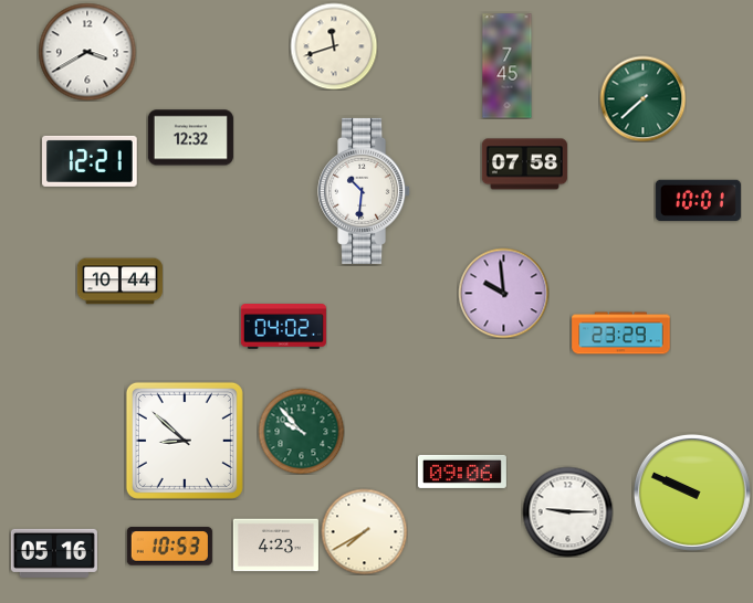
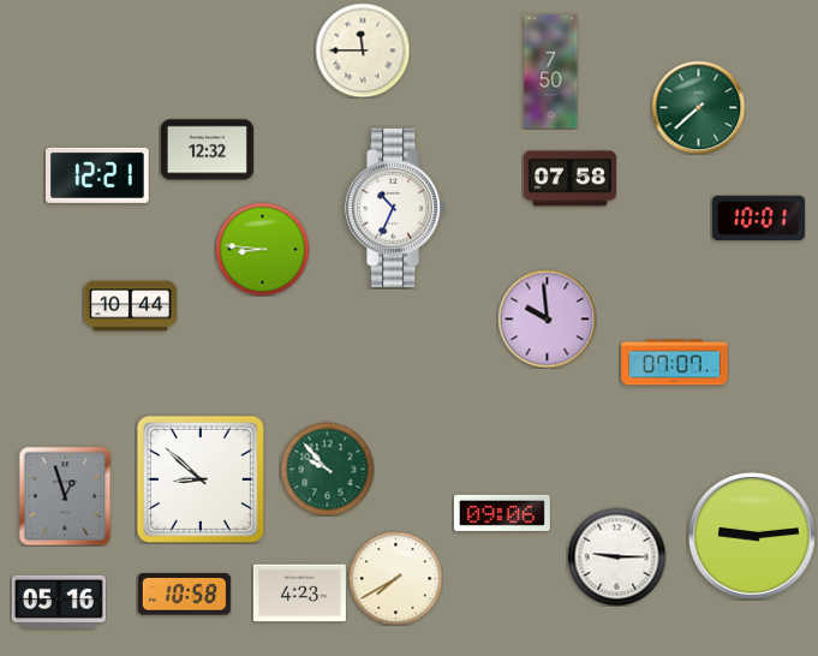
clock at (334, 46): 11:42 -> 11:45
clock at (87, 52): 3:40 -> none
clock at (508, 66): 7:45 -> 7:50
clock at (365, 191): 10:31 -> 10:34
clock at (262, 249): none -> 8:46
clock at (283, 327): 04:02 -> none
clock at (621, 334): 23:29 -> 07:07
clock at (65, 496): none -> 12:57
clock at (692, 493): 9:49 -> 9:14
clock at (169, 547): 10:53 -> 10:58
